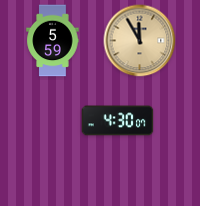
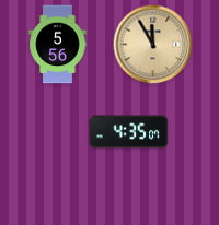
clock at (53, 41): 5:59 -> 5:56
clock at (118, 121): 4:30 -> 4:35
